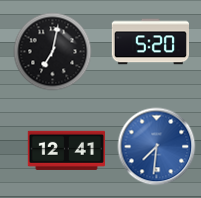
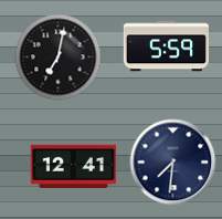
clock at (150, 42): 5:20 -> 5:59
clock at (156, 146) dial: blue -> navy
